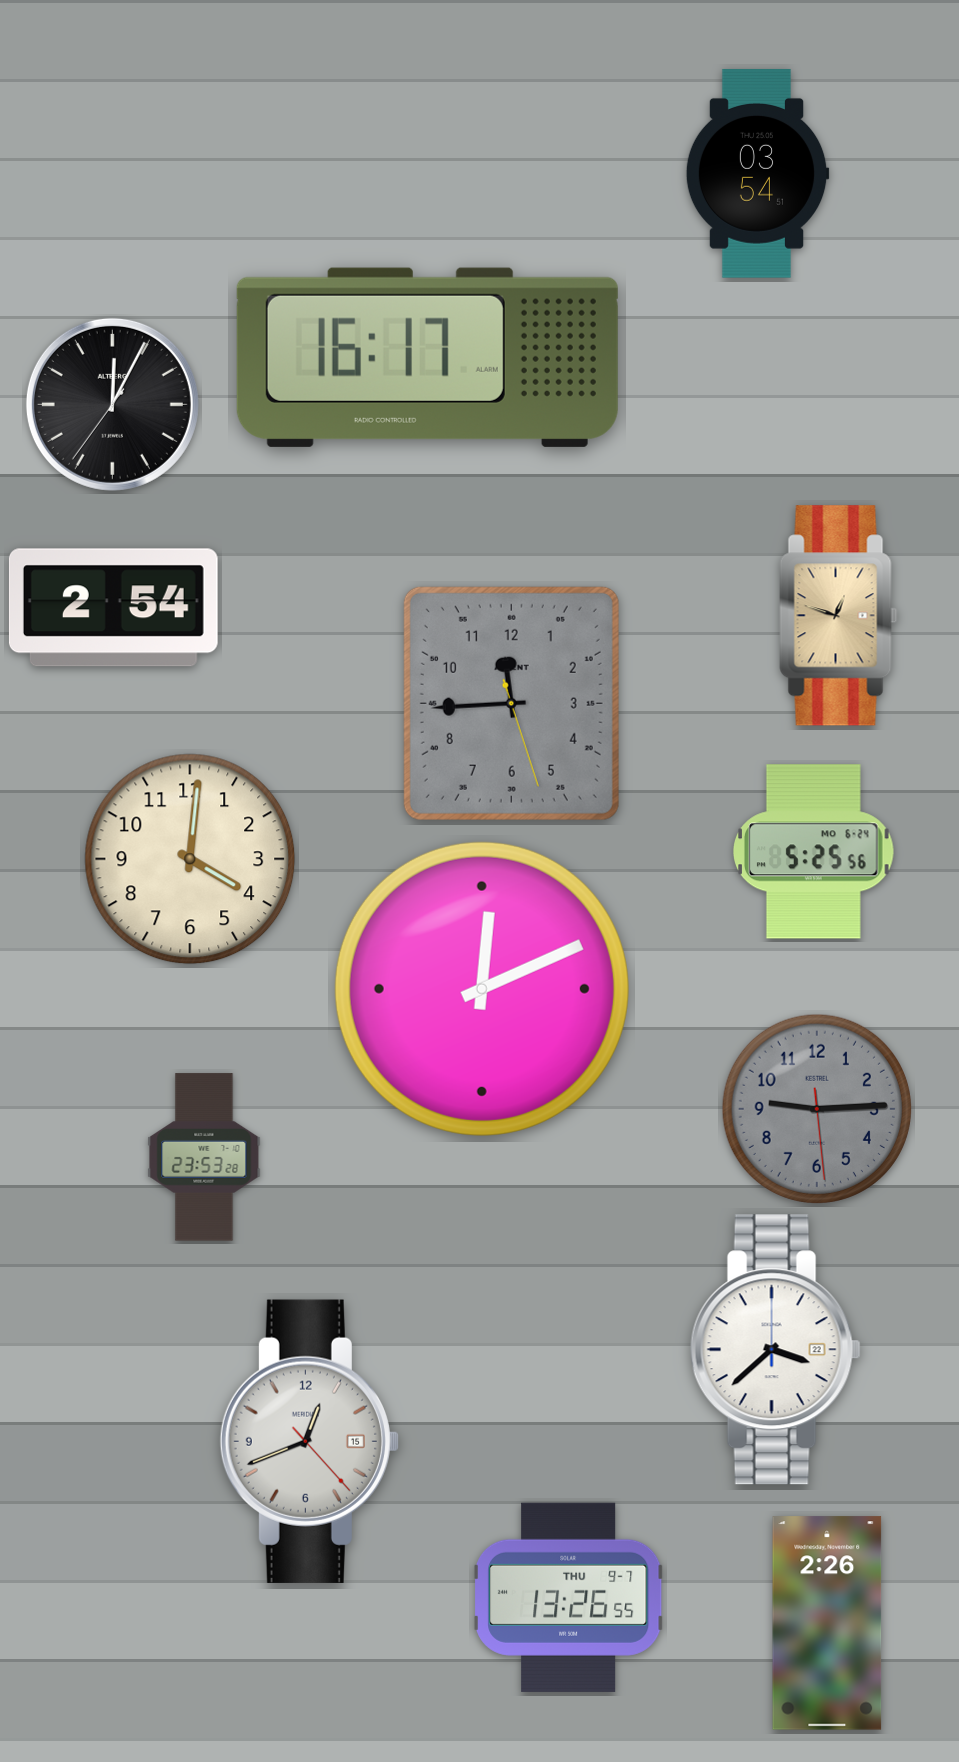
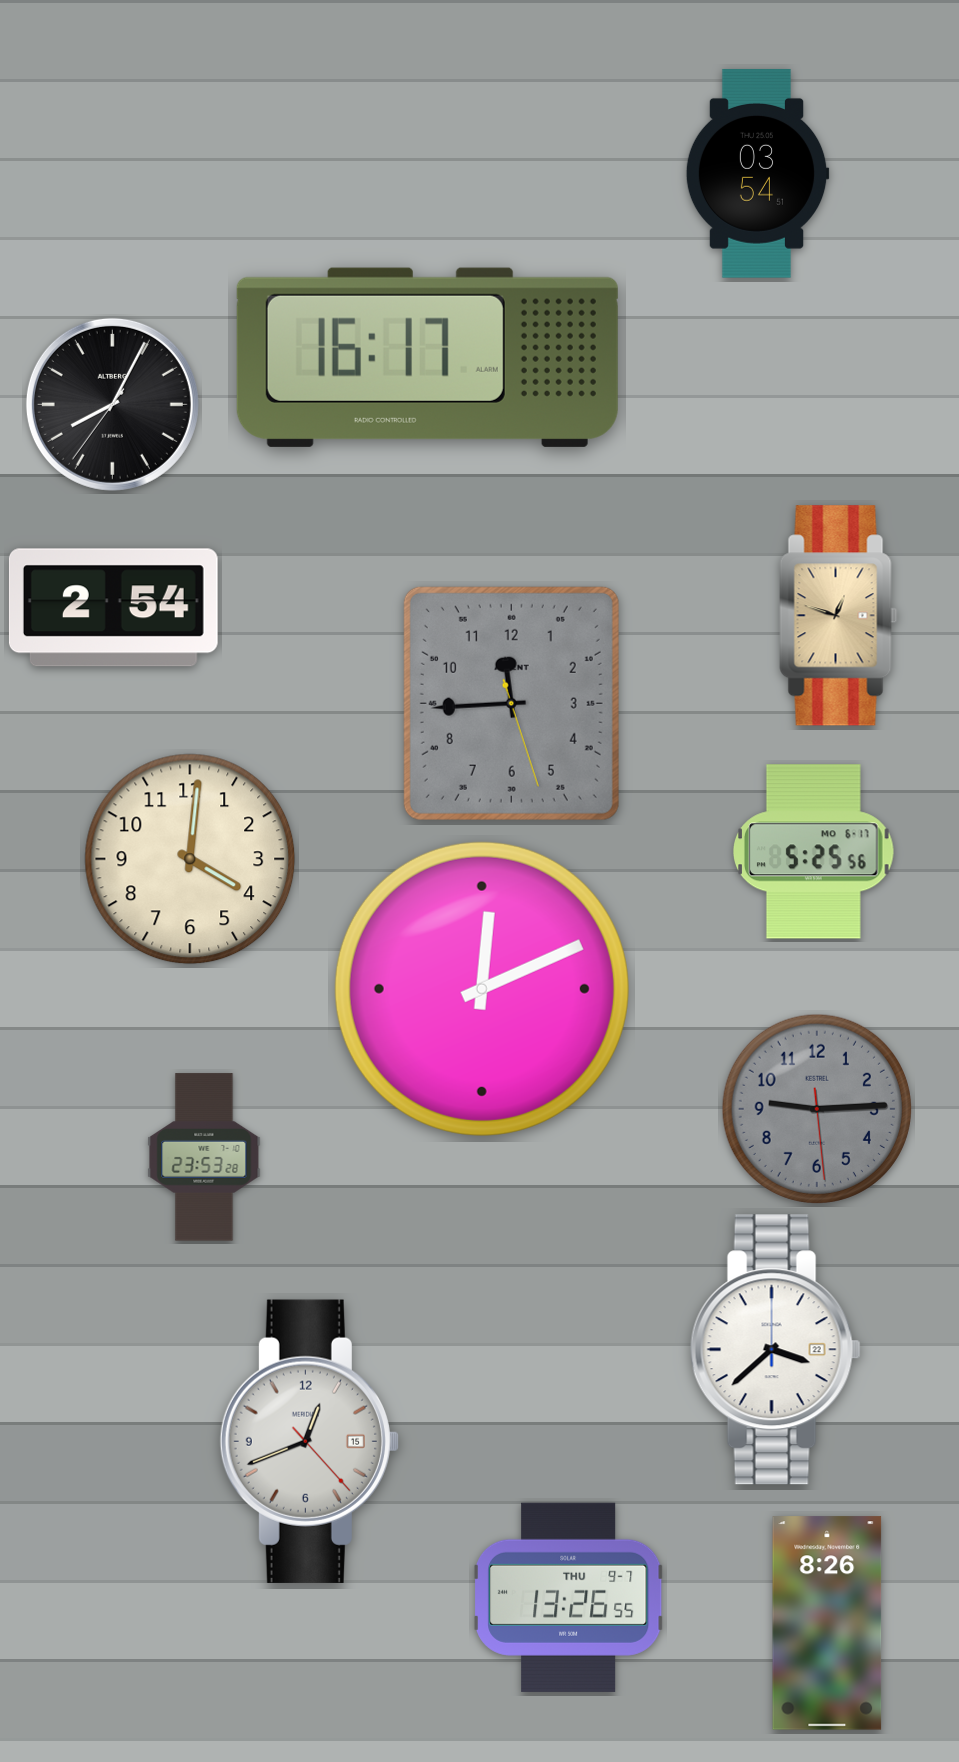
clock at (112, 404): 12:04 -> 8:04
clock at (814, 852) date: MO 6-24 -> MO 6-17
clock at (827, 1623): 2:26 -> 8:26
